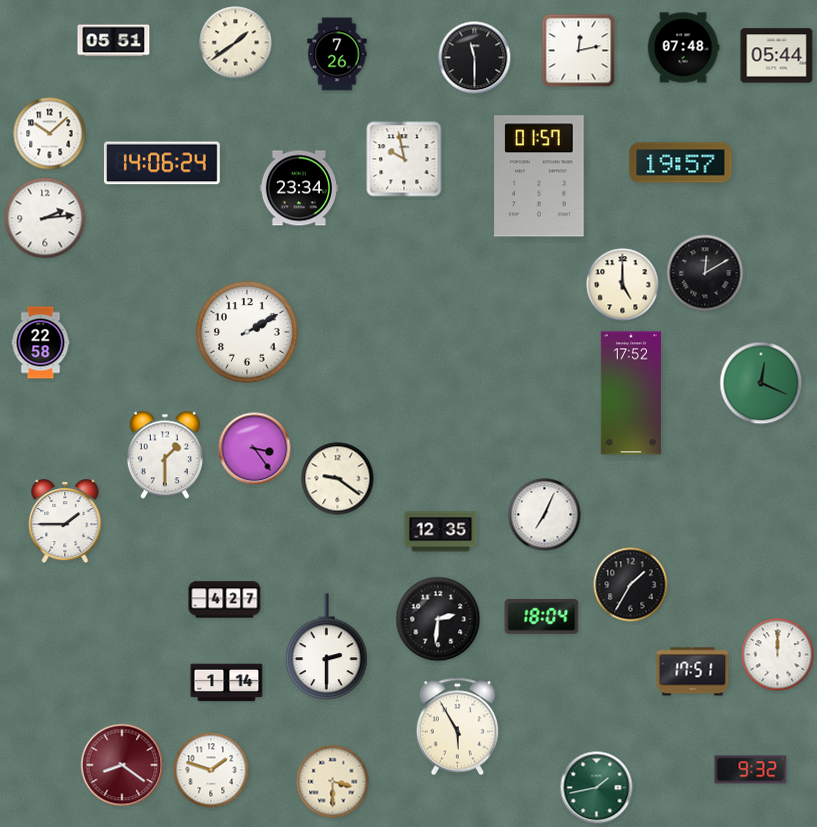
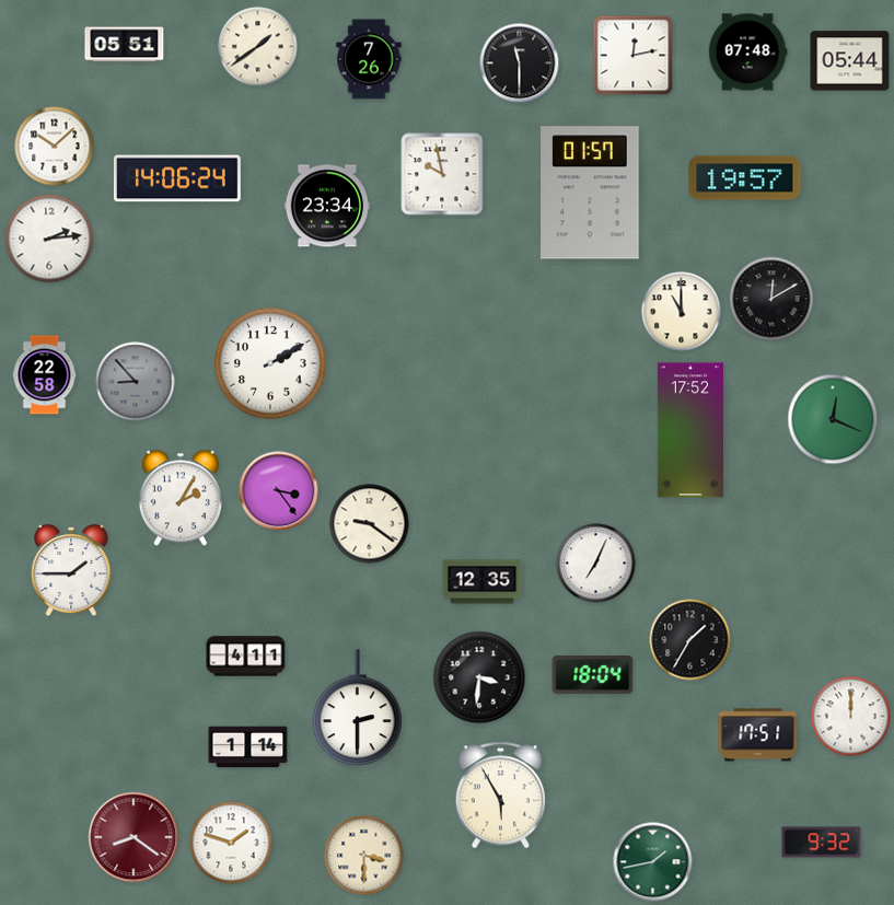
clock at (623, 285): 5:00 -> 11:00
clock at (136, 382): none -> 8:53
clock at (165, 455): 1:30 -> 2:05
clock at (225, 600): 4:27 -> 4:11
clock at (438, 619): 2:31 -> 3:31
